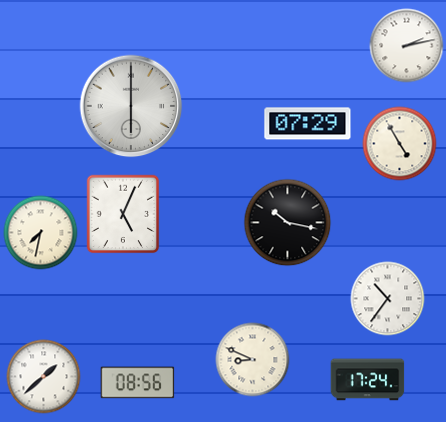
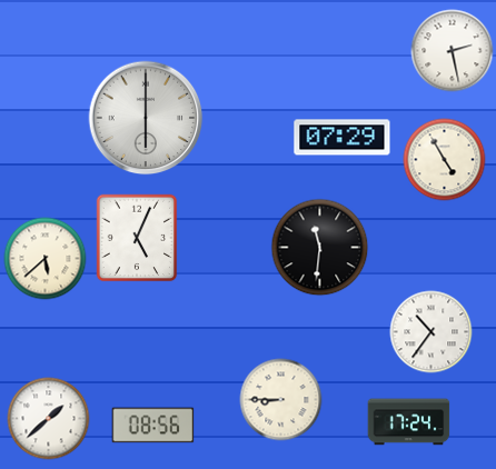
clock at (407, 46): 2:13 -> 2:28
clock at (288, 223): 10:17 -> 11:31
clock at (41, 233): 7:32 -> 5:38
clock at (253, 360): 8:49 -> 8:45
